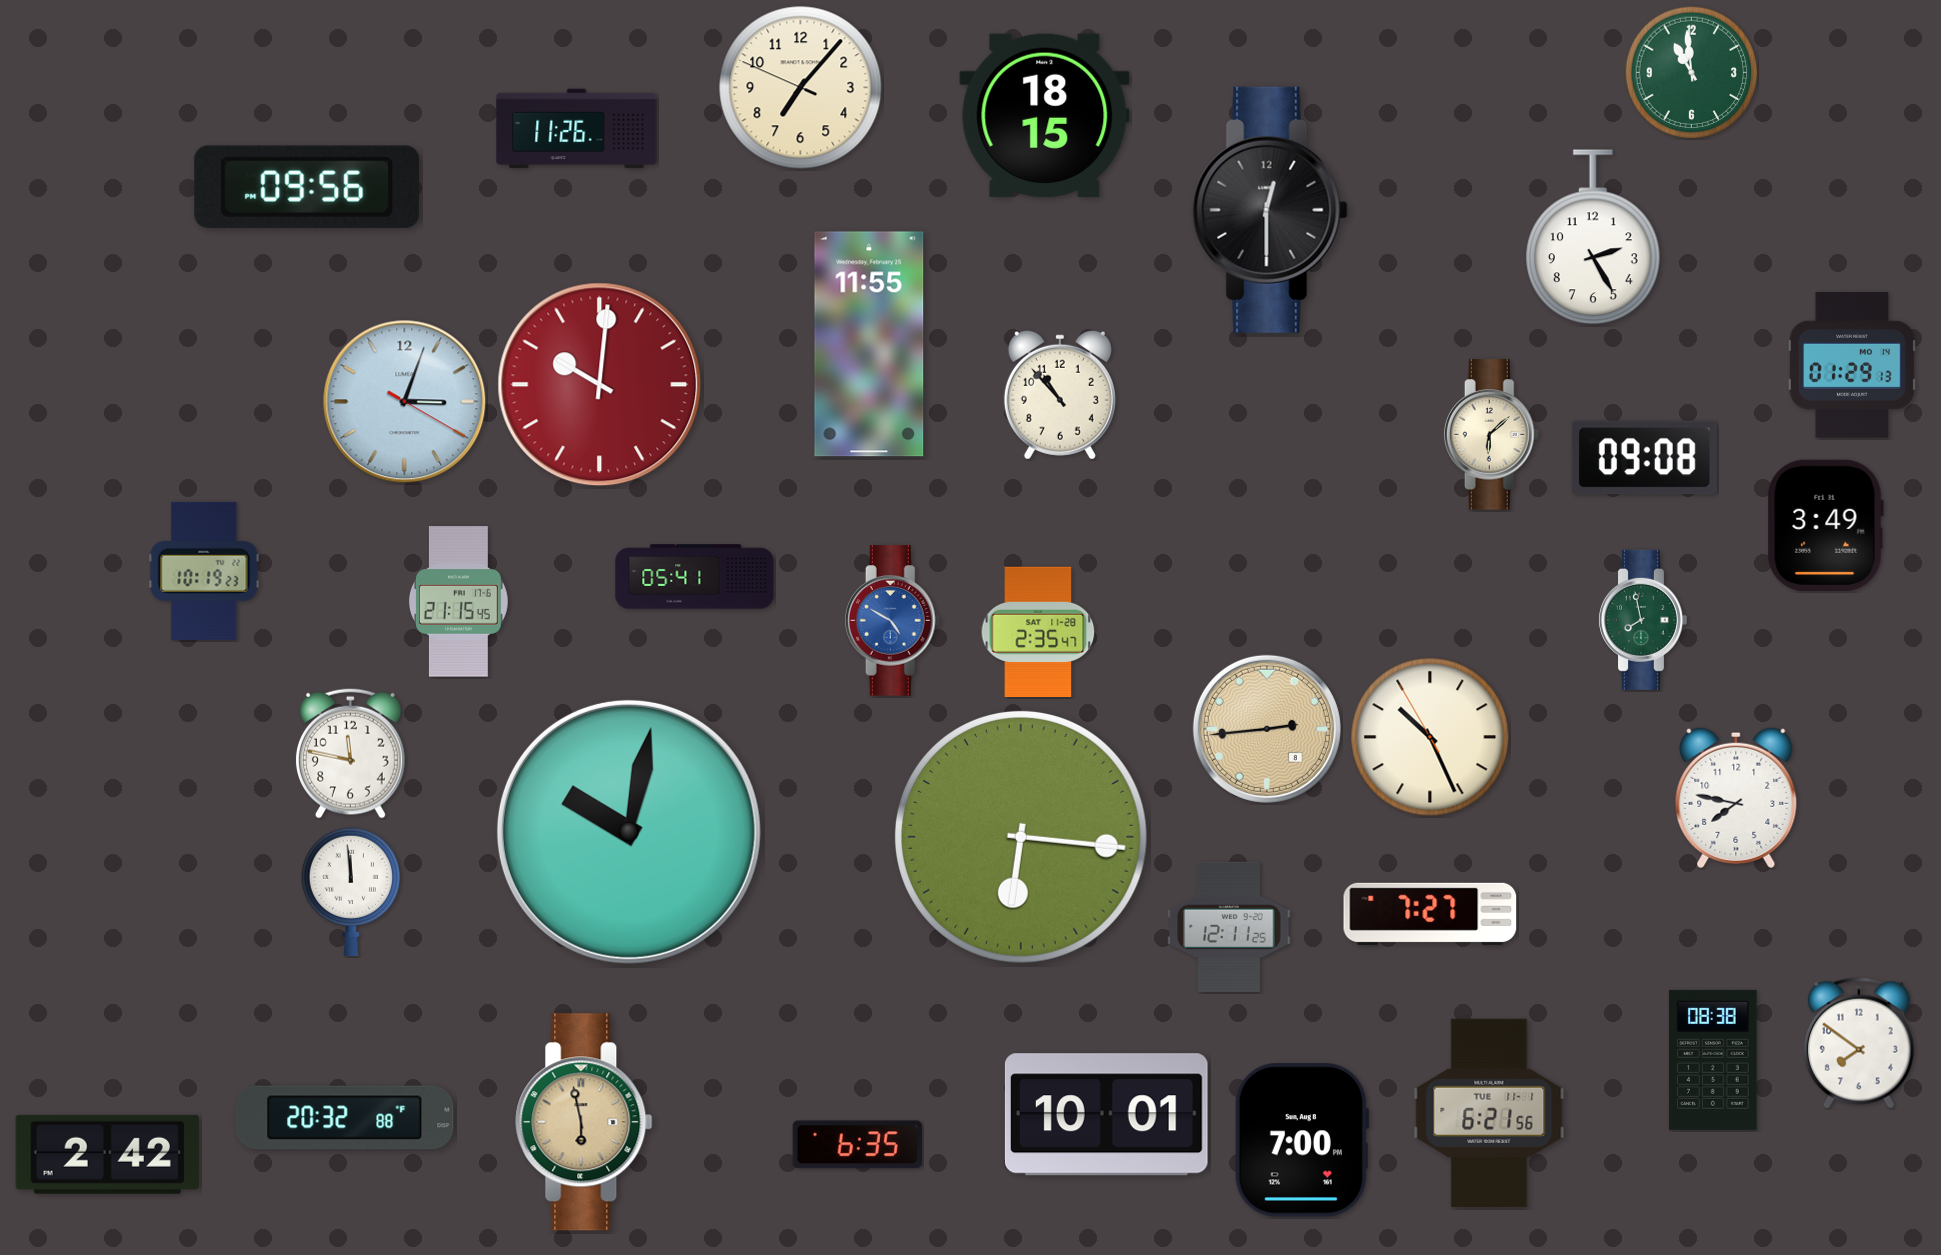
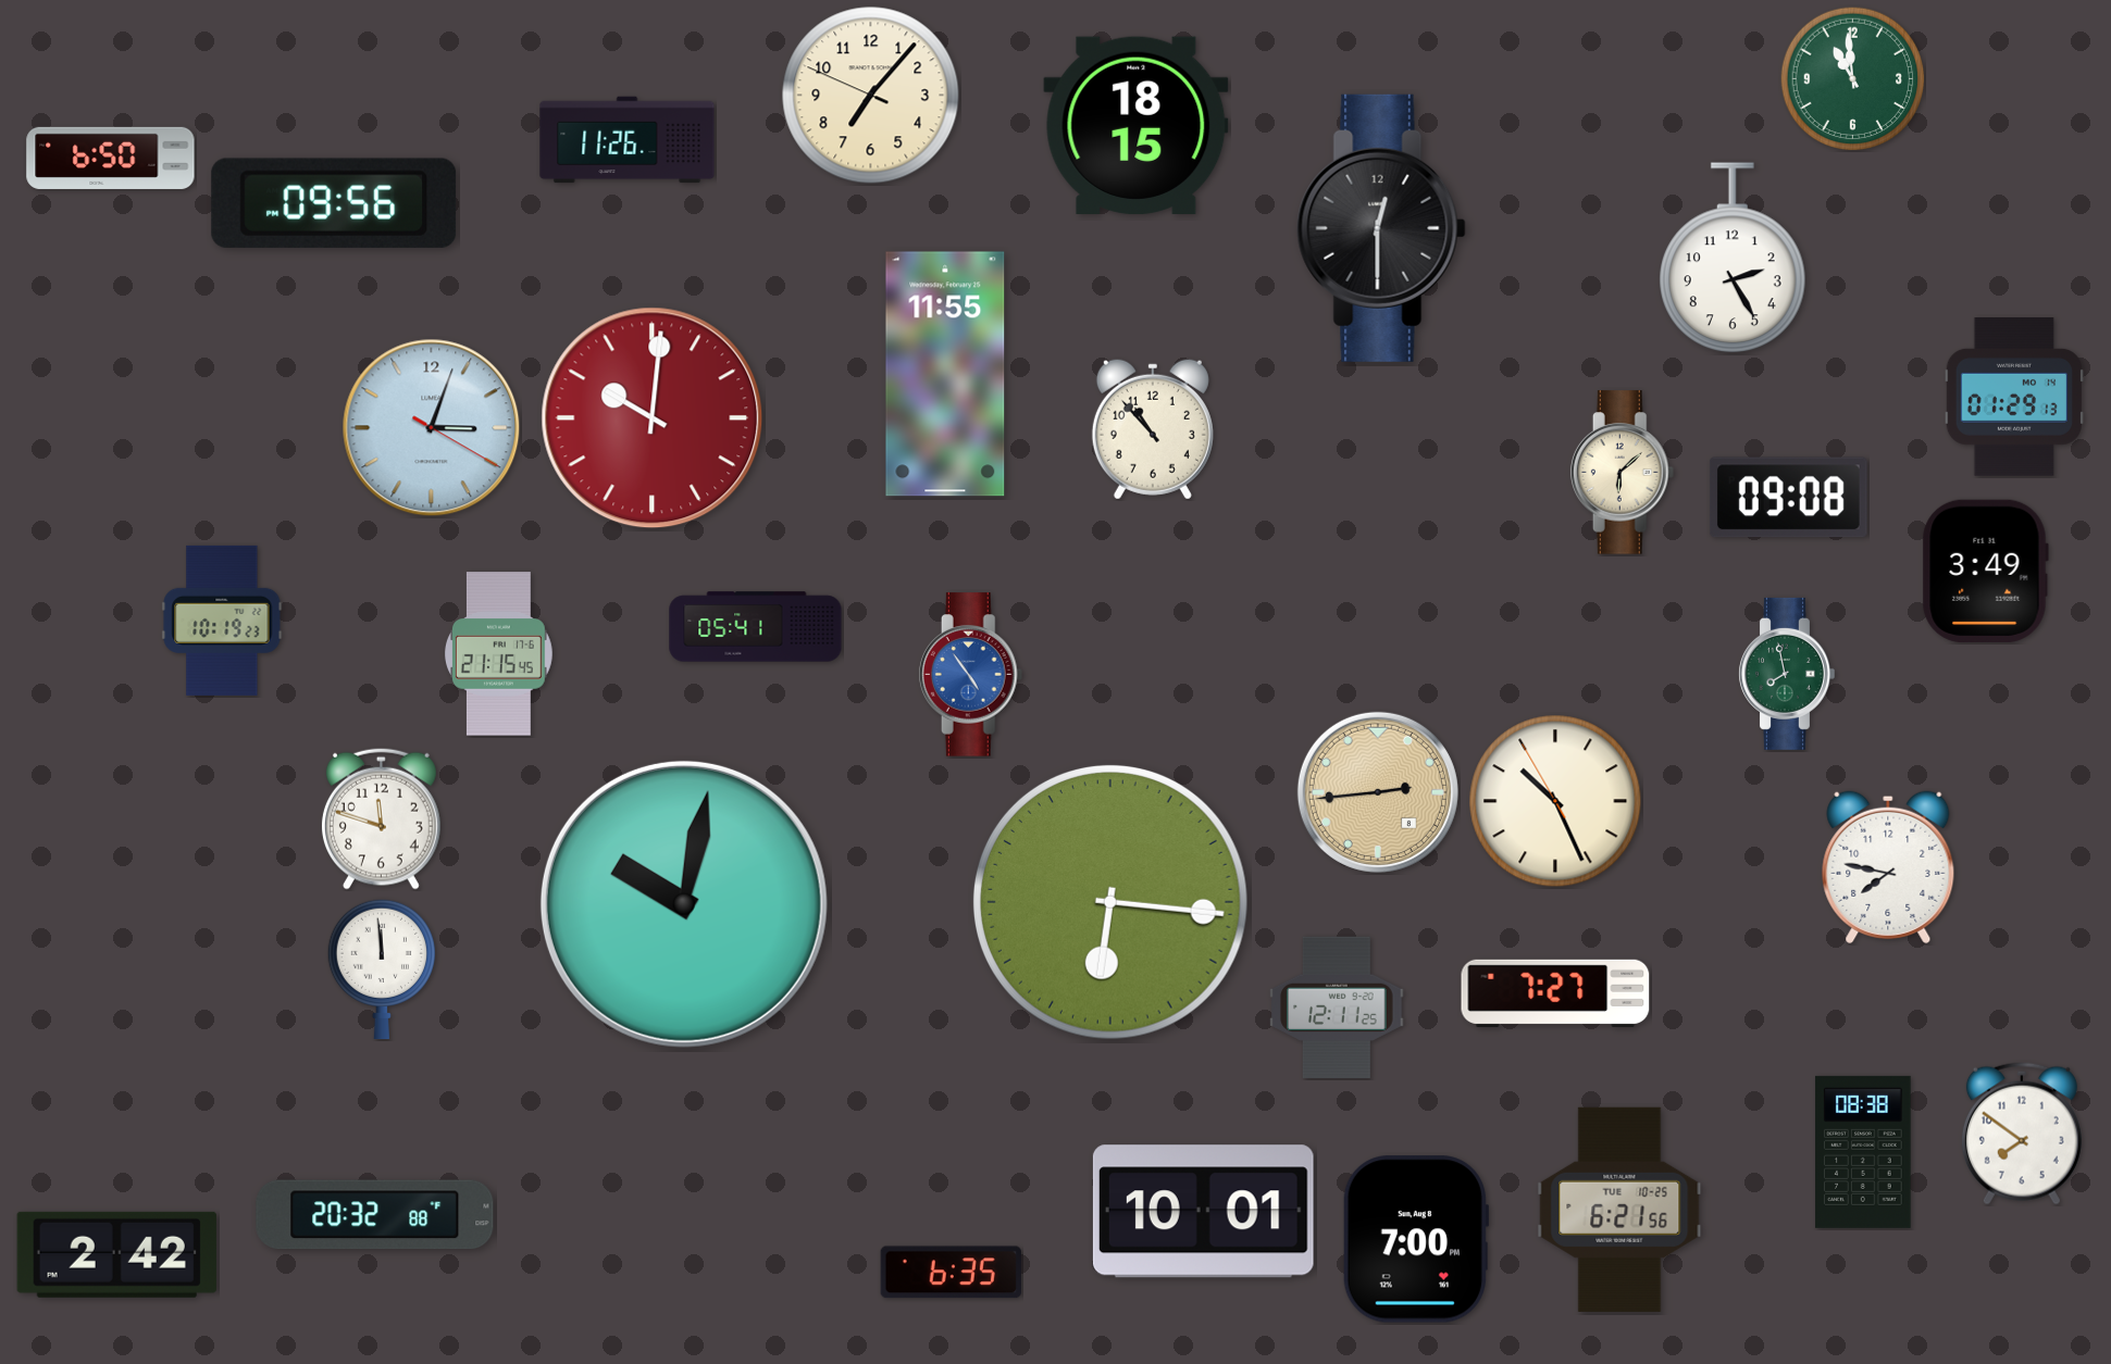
clock at (1692, 73) position: (1692, 73) -> (1853, 79)
clock at (111, 158): none -> 6:50
clock at (405, 402) position: (405, 402) -> (432, 428)
clock at (893, 621): 4:50 -> 4:54
clock at (1038, 631): 2:35 -> none
clock at (350, 753): 11:47 -> 11:48
clock at (1021, 837) position: (1021, 837) -> (1110, 902)
clock at (1489, 1113) date: TUE 11-1 -> TUE 10-25
clock at (584, 1122): 5:58 -> none
clock at (857, 1145) position: (857, 1145) -> (951, 1273)
